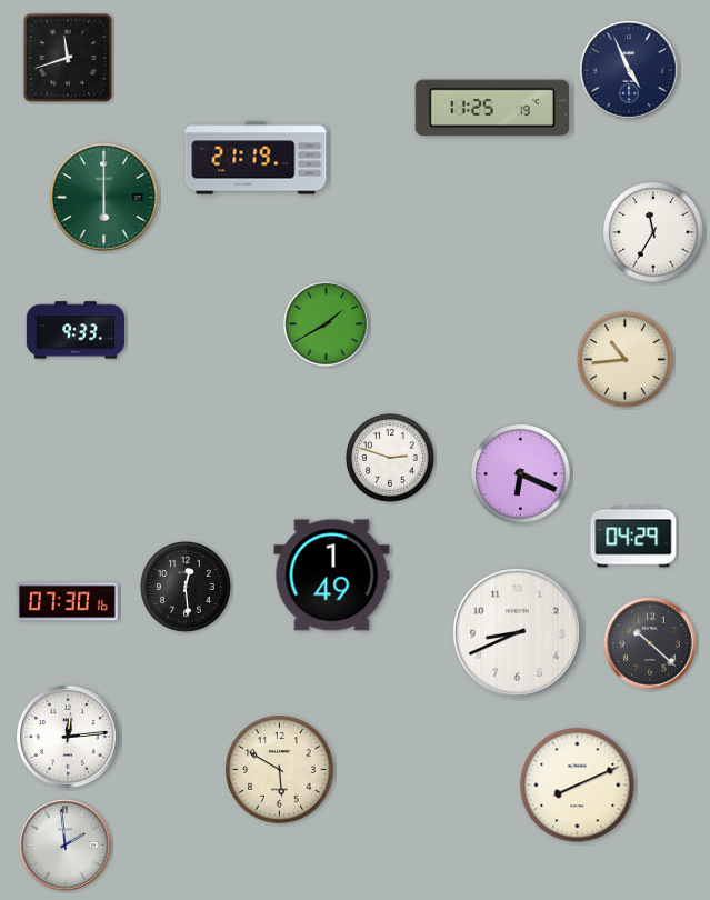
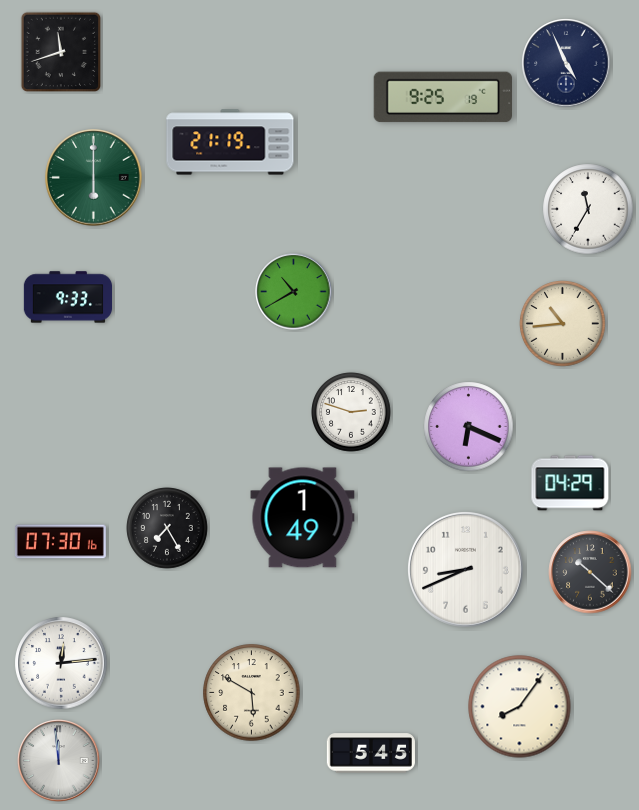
clock at (491, 108): 11:25 -> 9:25
clock at (327, 324): 1:40 -> 10:40
clock at (332, 576) position: (332, 576) -> (303, 518)
clock at (186, 587): 12:29 -> 7:25
clock at (650, 643) position: (650, 643) -> (590, 572)
clock at (578, 786): 8:11 -> 8:06
clock at (371, 753): none -> 5:45
clock at (66, 846): 1:59 -> 11:59
